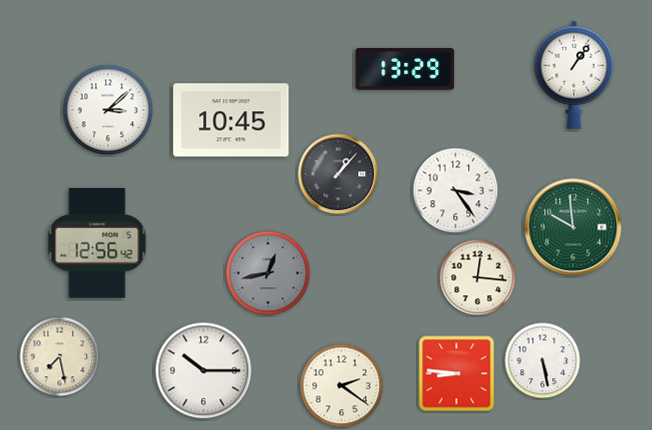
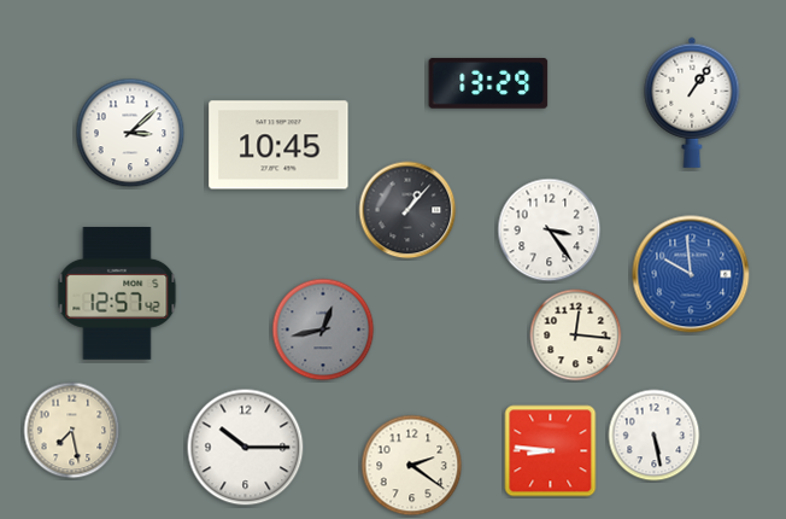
clock at (574, 75) position: (574, 75) -> (692, 103)
clock at (573, 227) dial: green -> blue
clock at (97, 244): 12:56 -> 12:57
